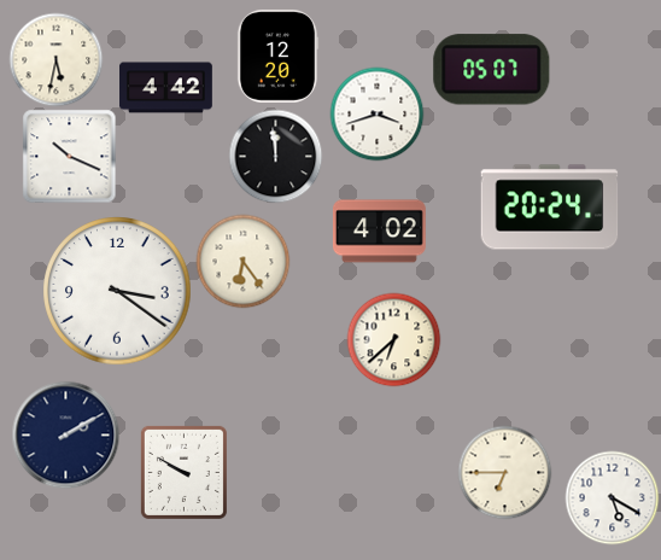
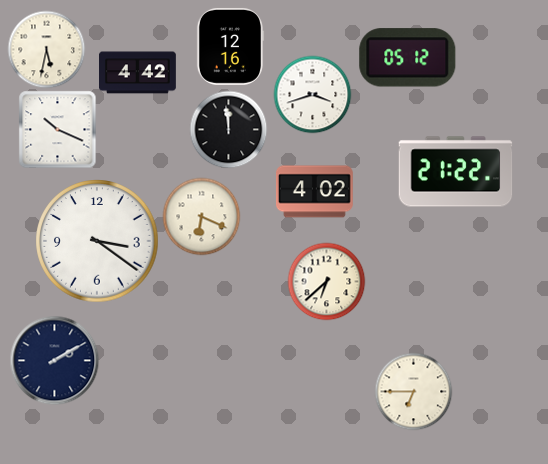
clock at (277, 56): 12:20 -> 12:16
clock at (492, 70): 05:07 -> 05:12
clock at (550, 208): 20:24 -> 21:22
clock at (242, 261): 6:24 -> 6:19
clock at (183, 472): 9:50 -> none
clock at (504, 472) position: (504, 472) -> (413, 391)
clock at (612, 497): 5:20 -> none
